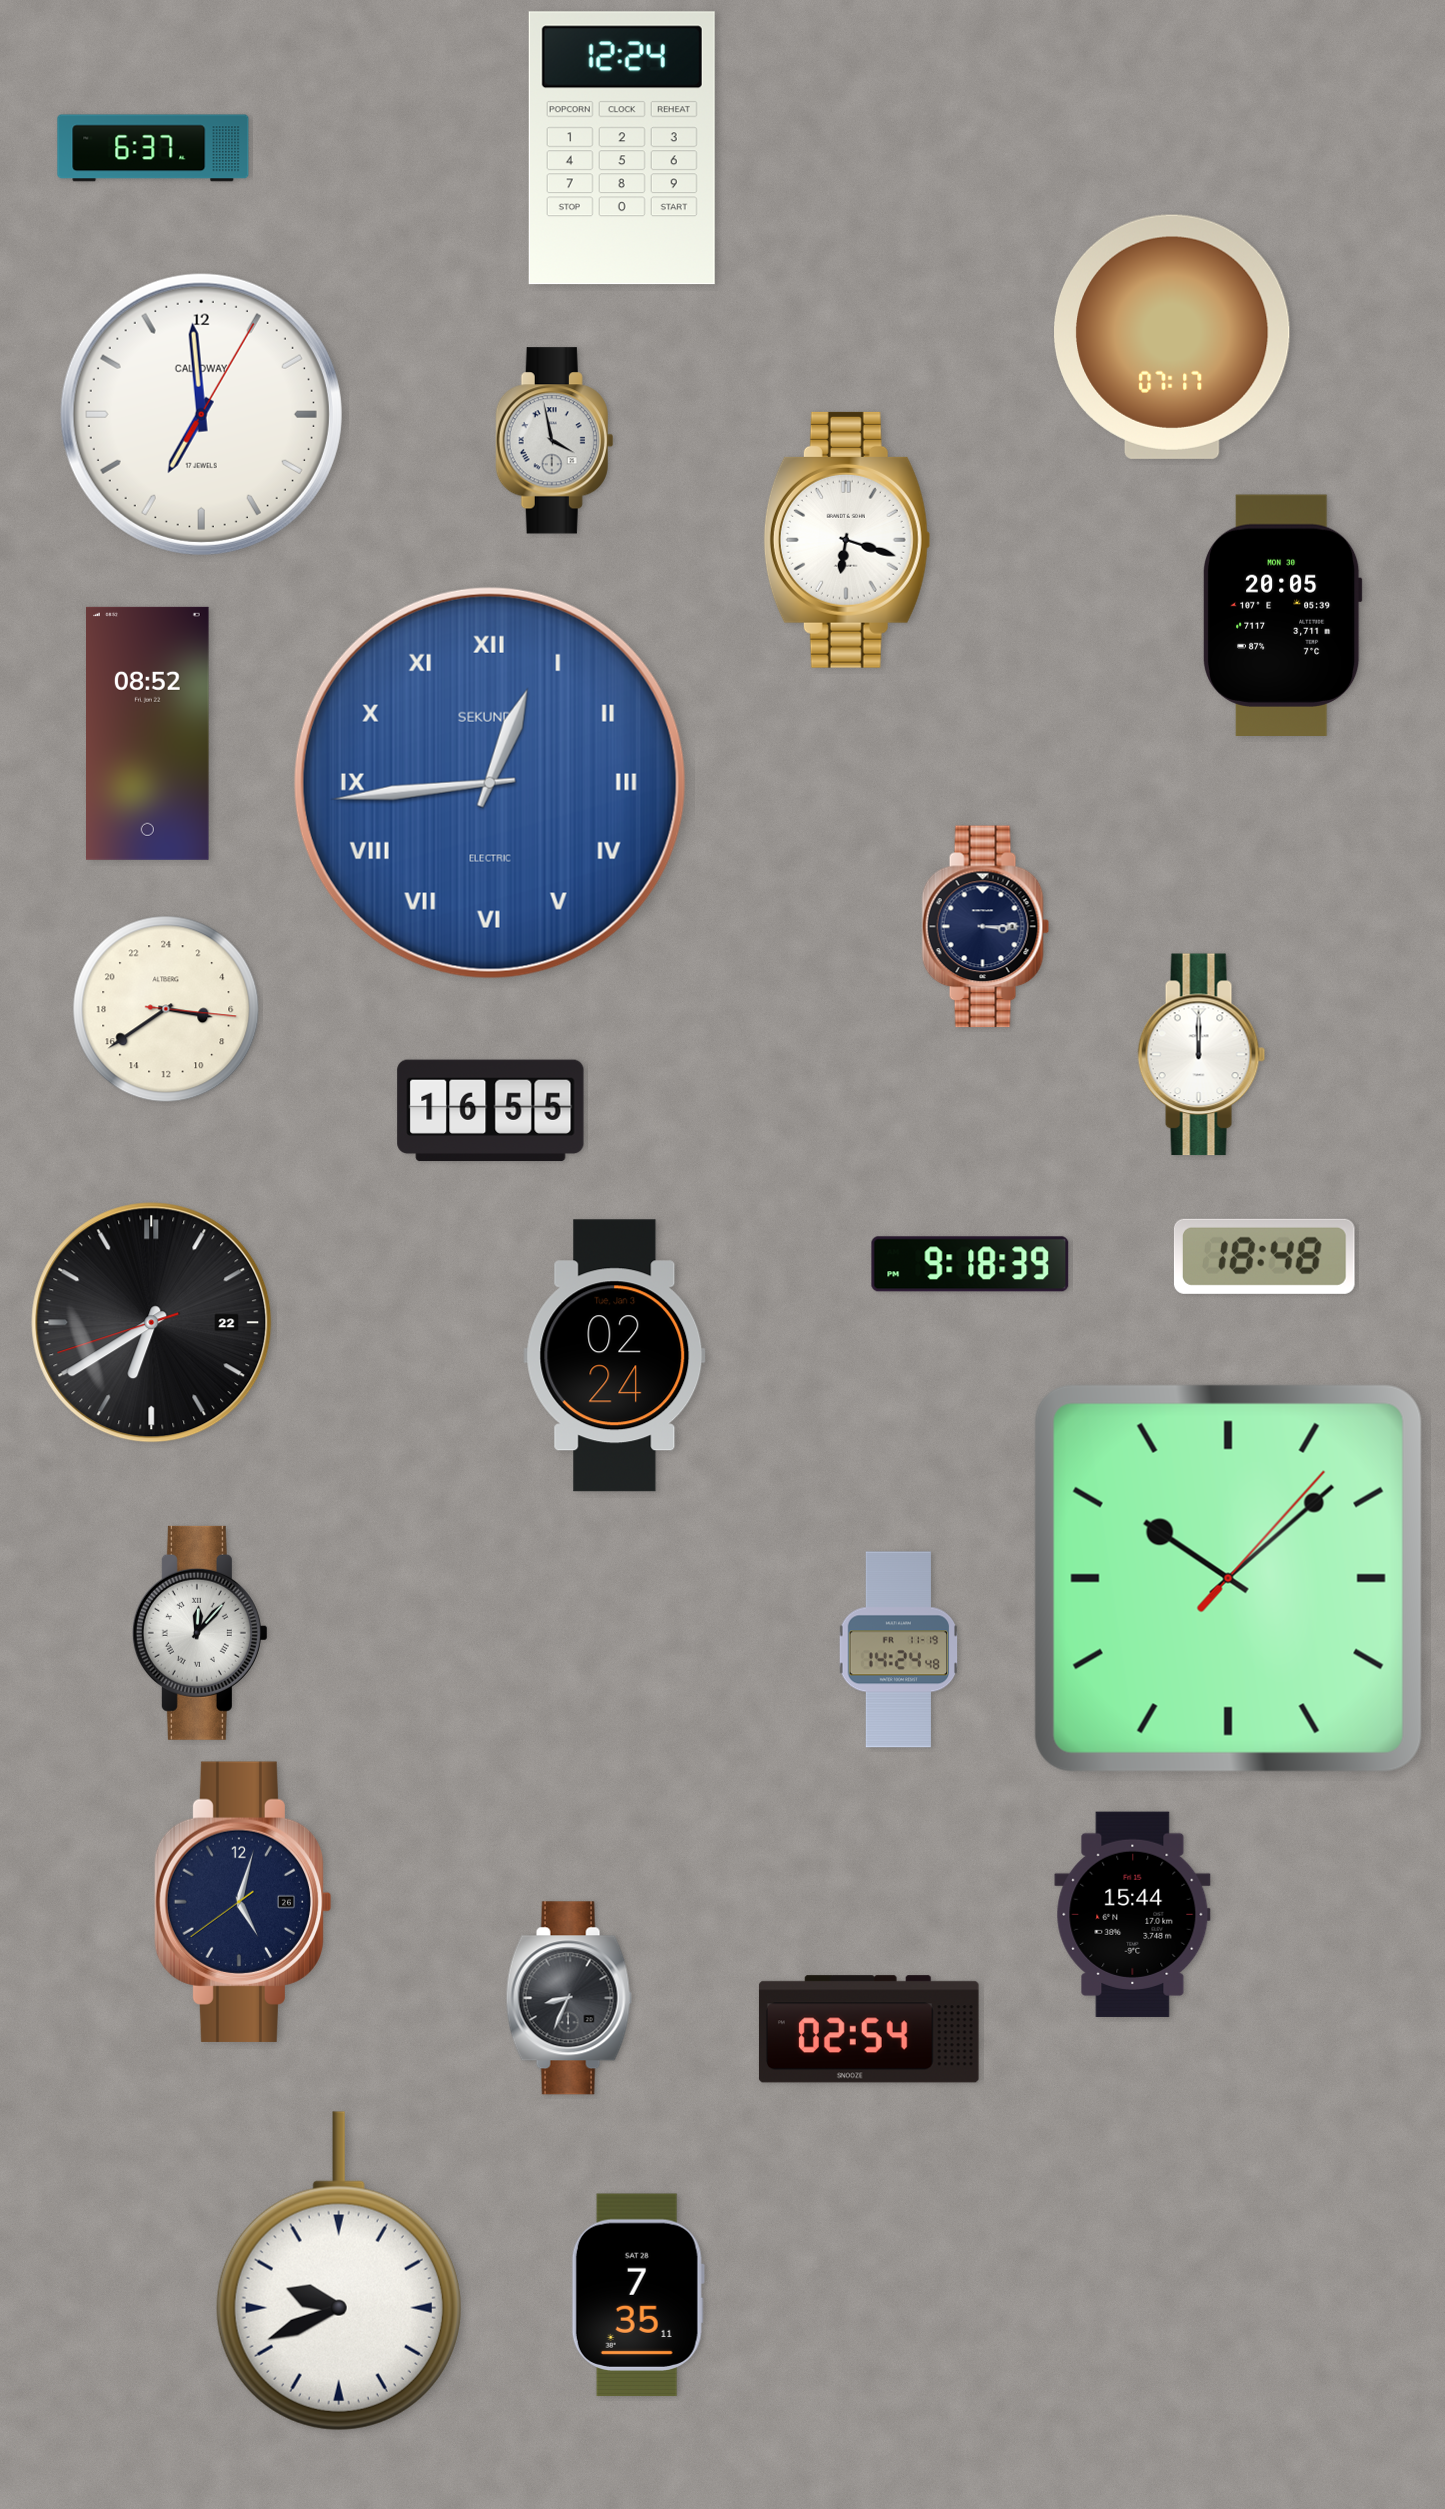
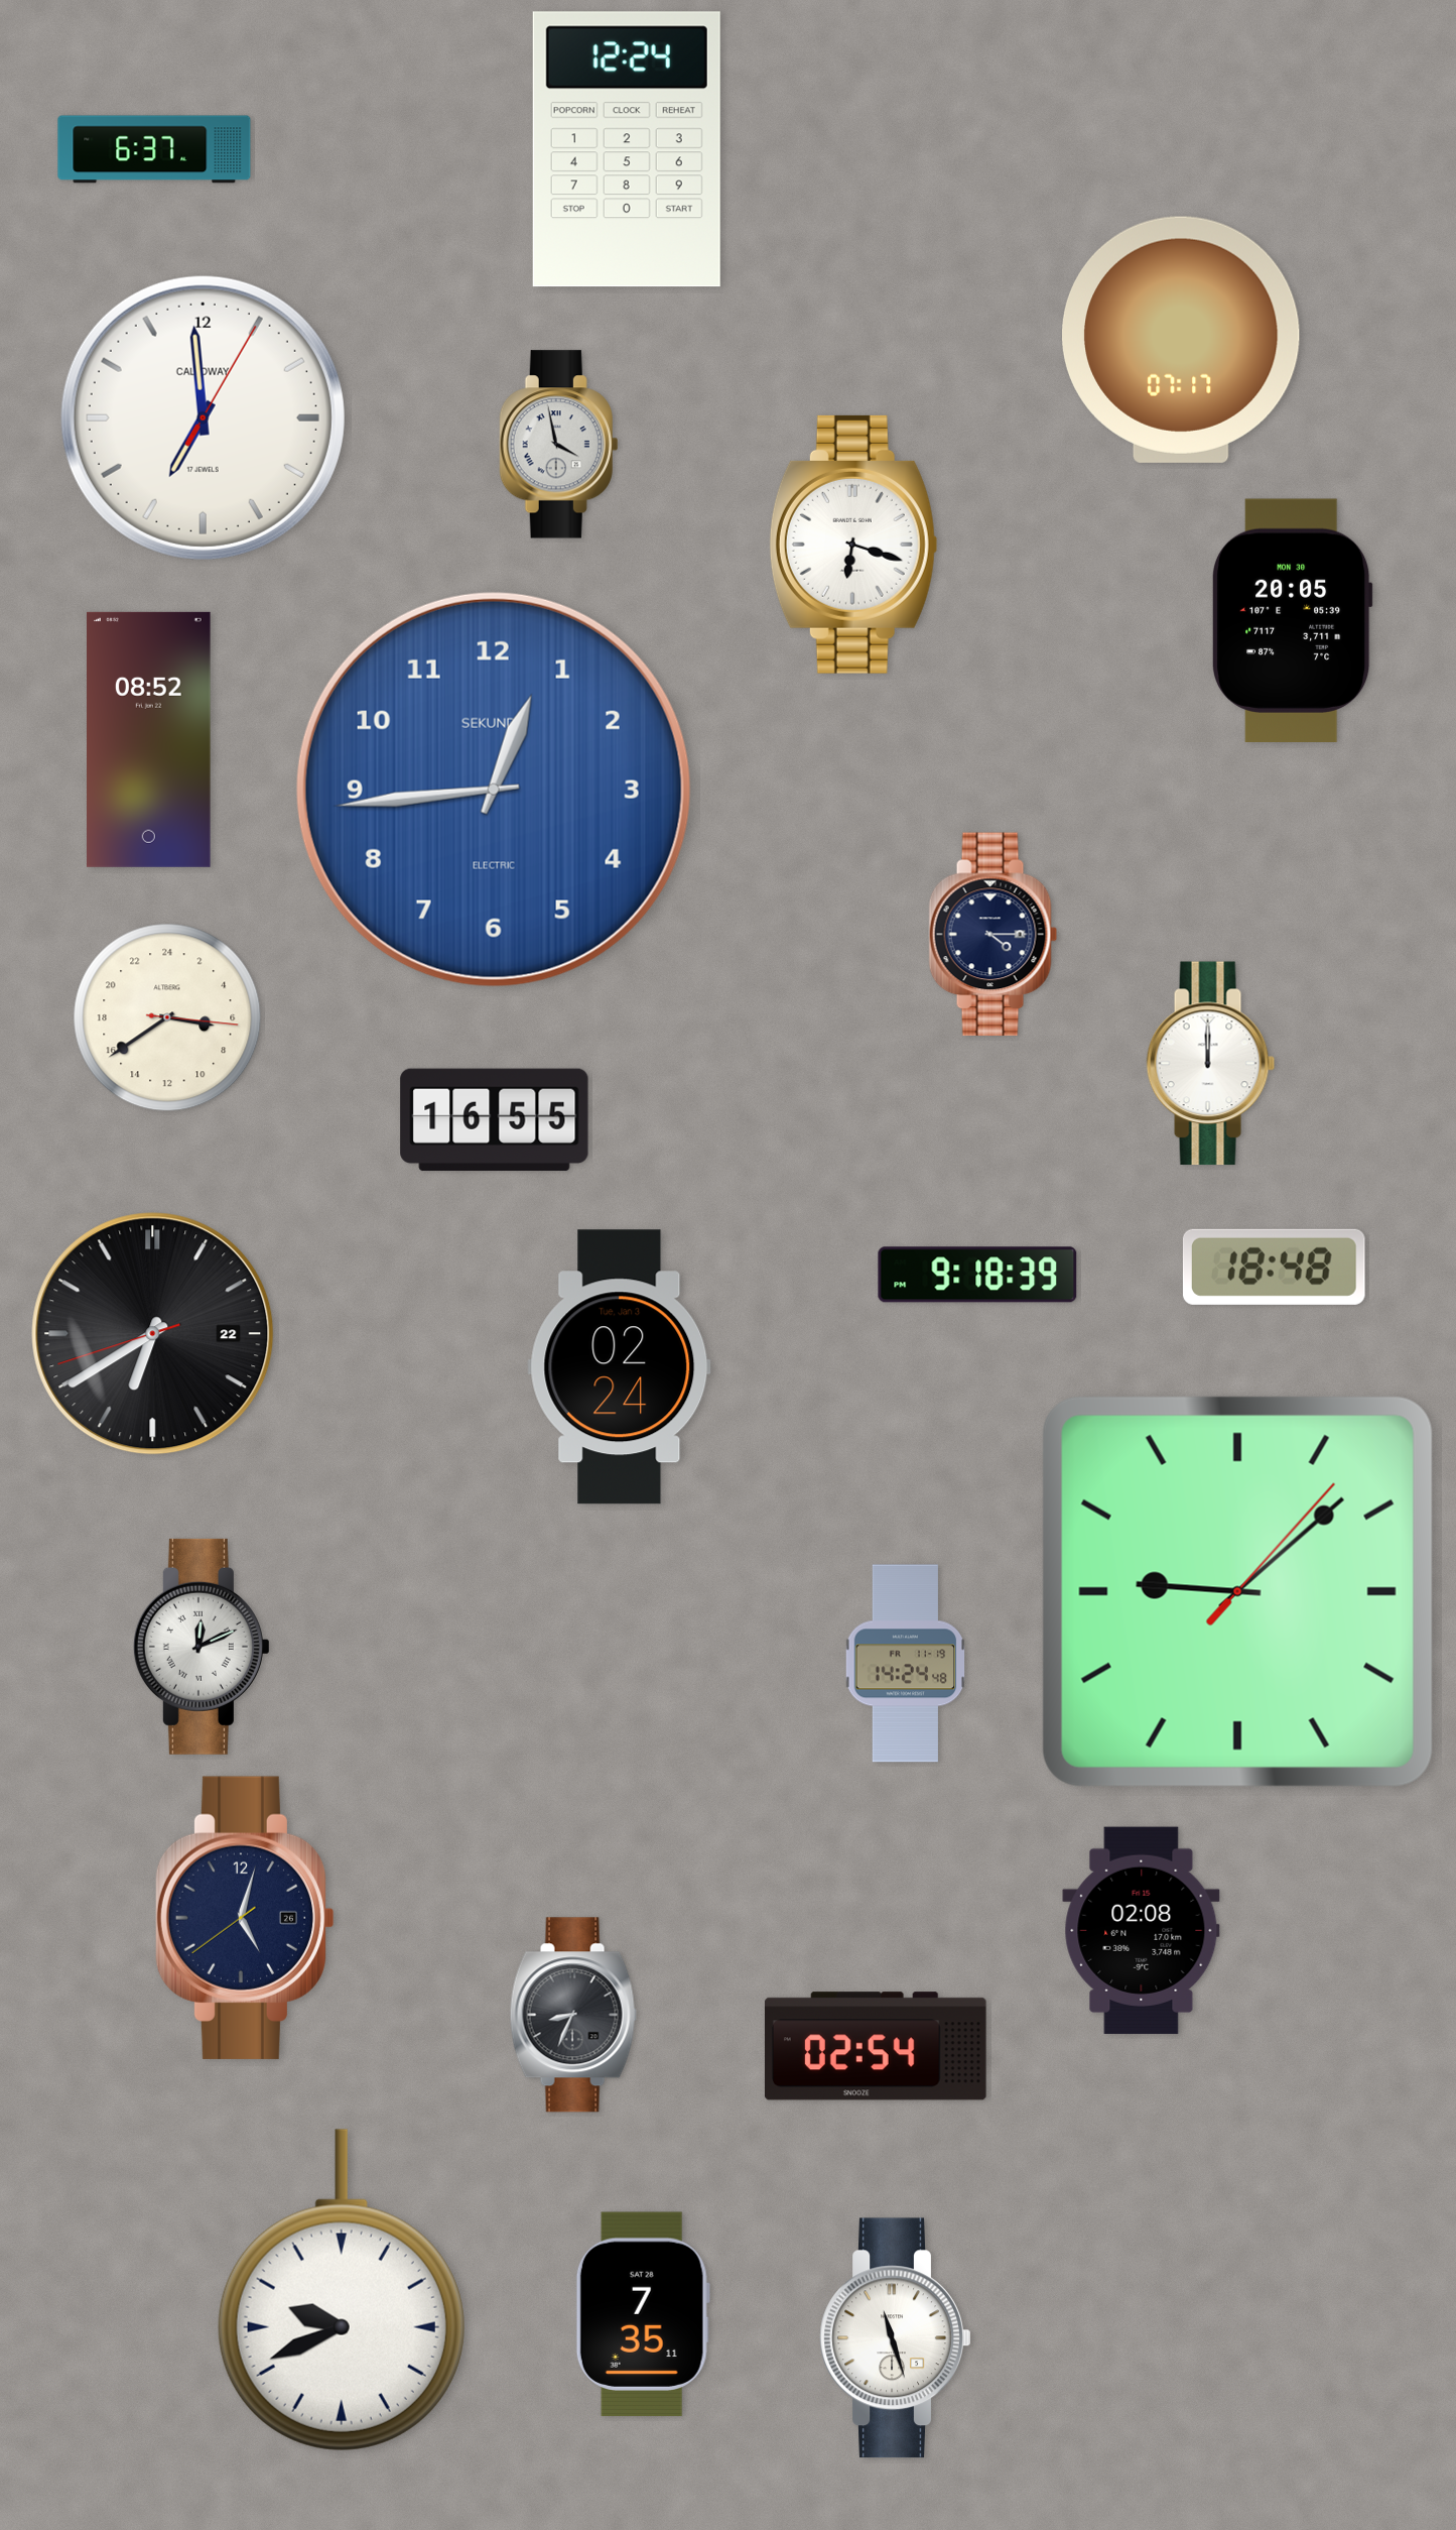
clock at (490, 783) numerals: Roman -> Arabic
clock at (986, 927): 3:15 -> 4:15
clock at (1228, 1578): 10:08 -> 9:08
clock at (200, 1633): 12:07 -> 12:11
clock at (1133, 1914): 15:44 -> 02:08
clock at (896, 2338): none -> 11:27
